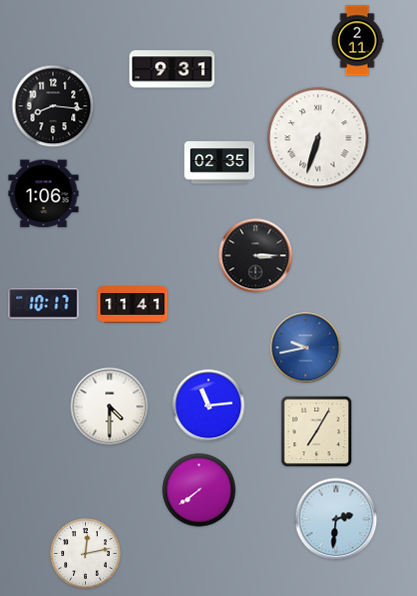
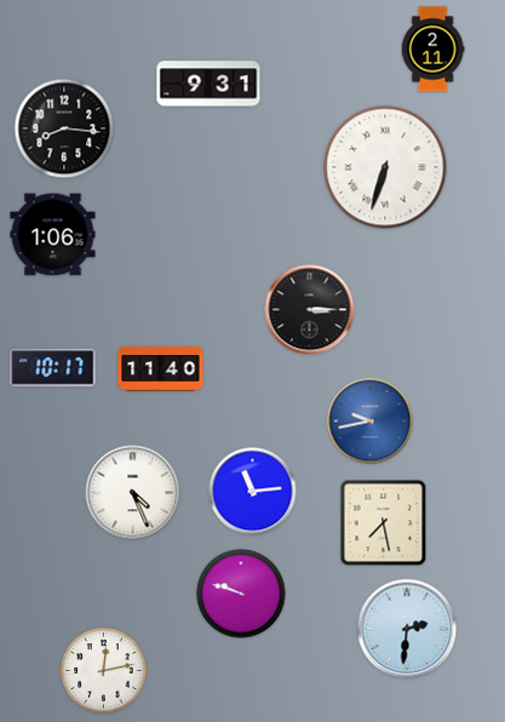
clock at (220, 163): 02:35 -> none
clock at (133, 305): 11:41 -> 11:40
clock at (110, 407): 4:30 -> 4:26
clock at (317, 432): 7:05 -> 7:28
clock at (199, 490): 7:39 -> 9:48
